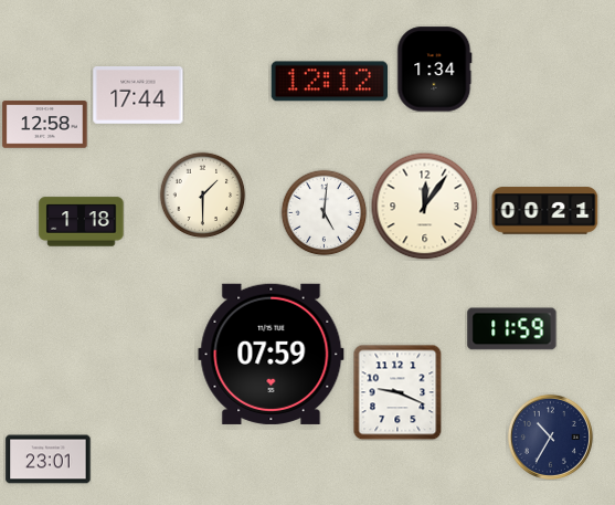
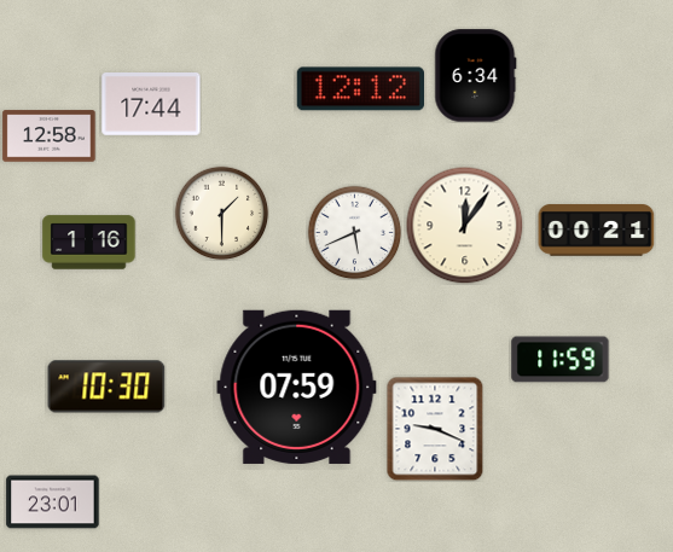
clock at (435, 70): 1:34 -> 6:34
clock at (324, 212): 5:01 -> 5:41
clock at (82, 222): 1:18 -> 1:16
clock at (106, 387): none -> 10:30
clock at (550, 436): 10:35 -> none
